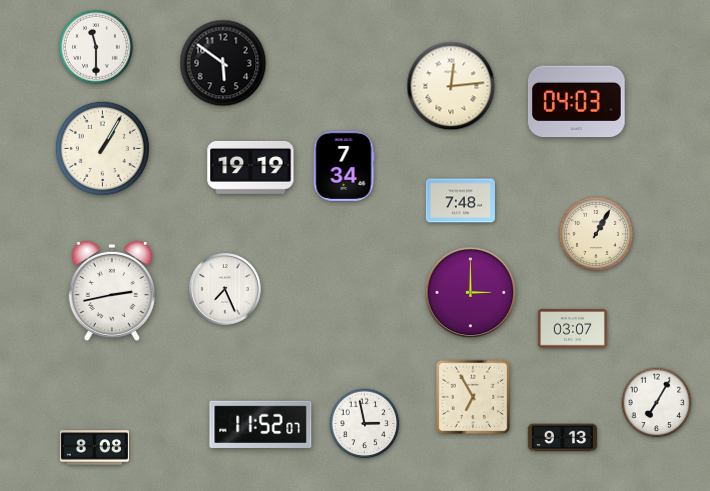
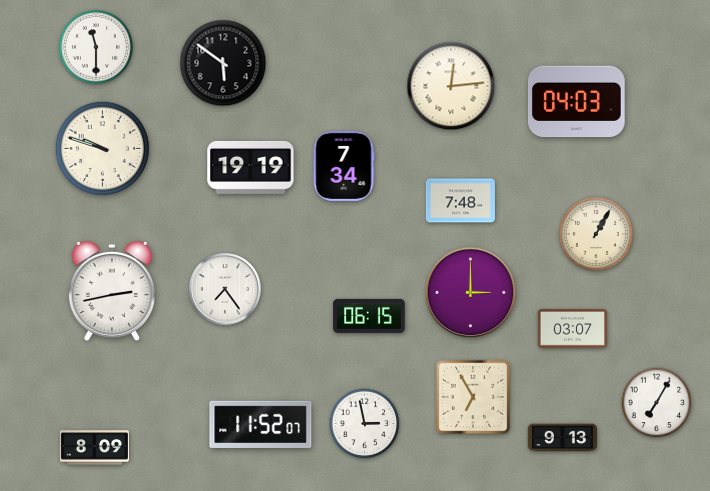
clock at (102, 148): 1:05 -> 9:48
clock at (225, 289): 7:26 -> 7:24
clock at (369, 316): none -> 06:15
clock at (94, 448): 8:08 -> 8:09
